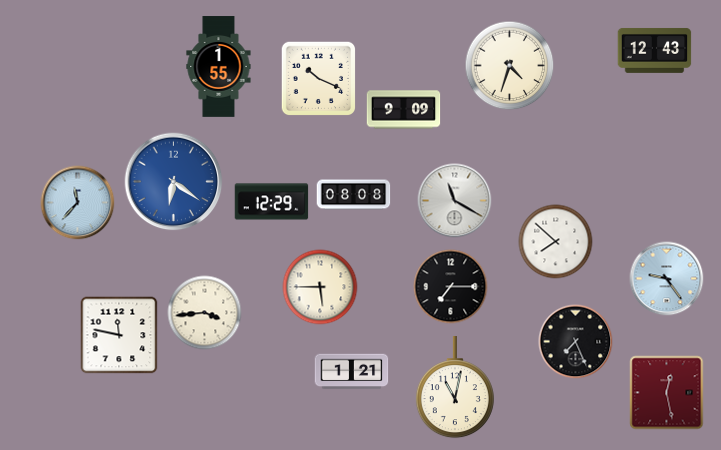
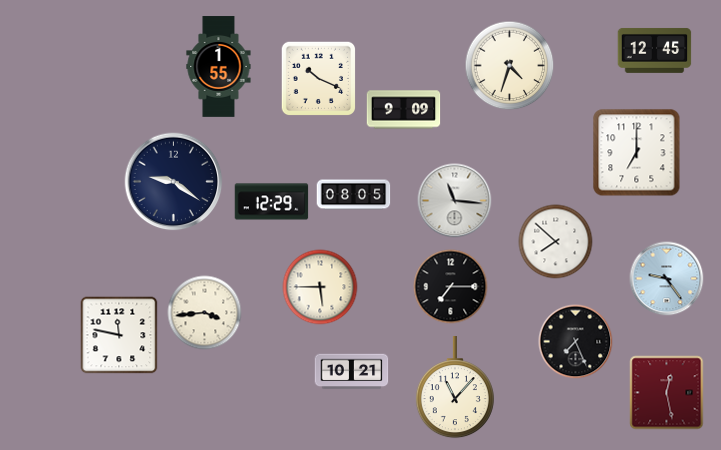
clock at (655, 50): 12:43 -> 12:45
clock at (637, 153): none -> 7:00
clock at (174, 182): 6:21 -> 9:21
clock at (174, 182) dial: blue -> navy
clock at (354, 195): 08:08 -> 08:05
clock at (455, 201): 11:20 -> 11:16
clock at (78, 203): 11:37 -> none
clock at (352, 372): 1:21 -> 10:21
clock at (455, 388): 11:02 -> 11:07
